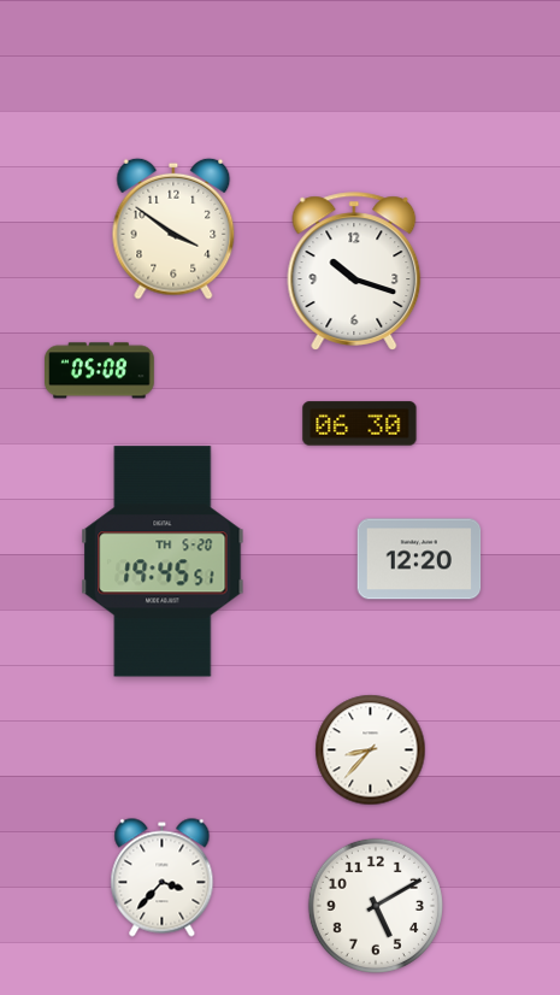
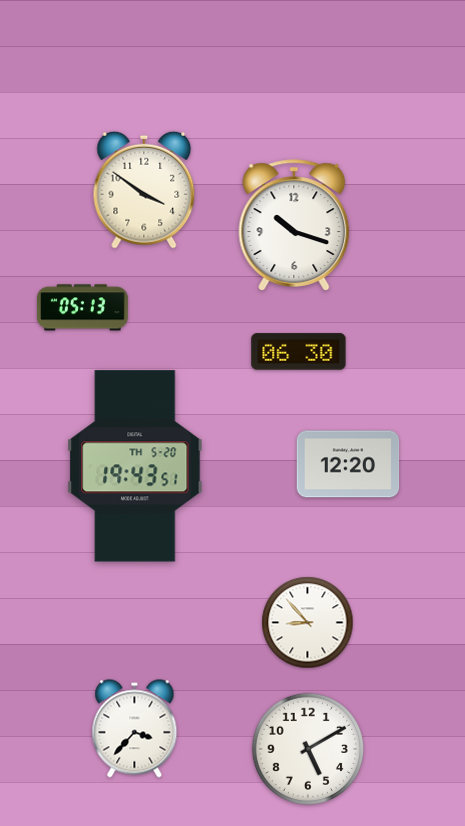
clock at (100, 371): 05:08 -> 05:13
clock at (163, 561): 19:45 -> 19:43
clock at (371, 750): 8:37 -> 8:53
clock at (376, 906) position: (376, 906) -> (308, 749)
